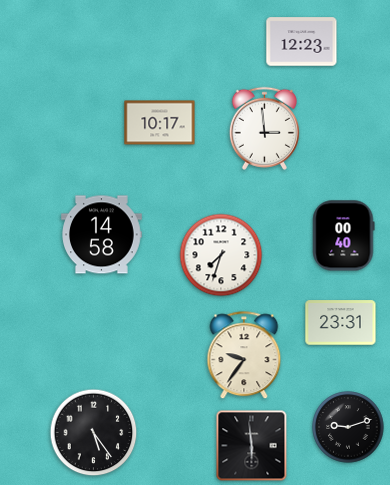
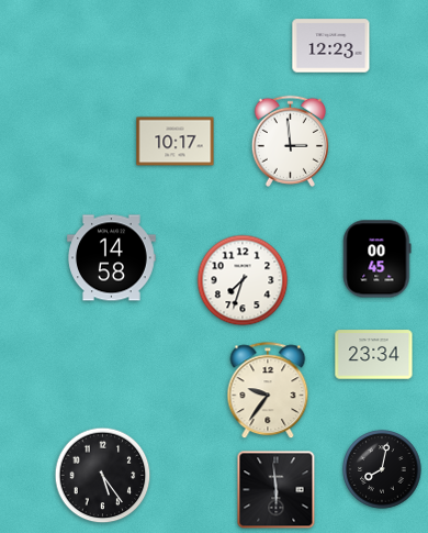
clock at (160, 123) position: (160, 123) -> (176, 142)
clock at (344, 236): 00:40 -> 00:45
clock at (341, 323): 23:31 -> 23:34
clock at (348, 427): 9:12 -> 8:02
